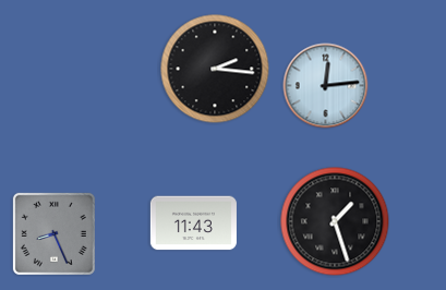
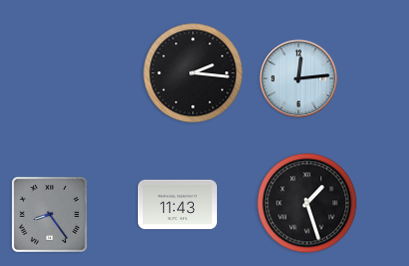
clock at (215, 69) position: (215, 69) -> (193, 73)
clock at (53, 233): 8:26 -> 8:24
